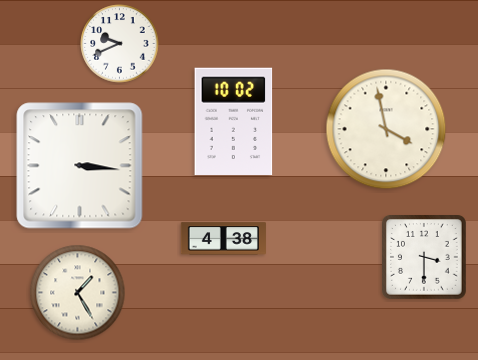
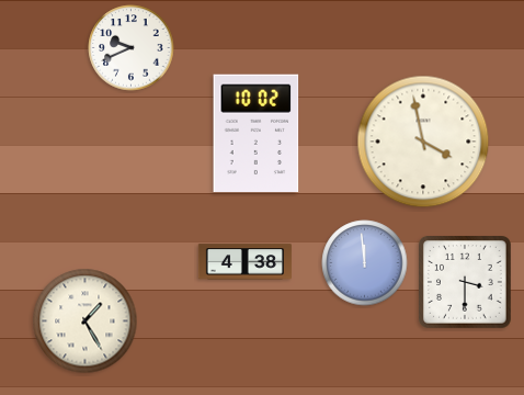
clock at (80, 166): 3:16 -> none
clock at (365, 263): none -> 11:59
